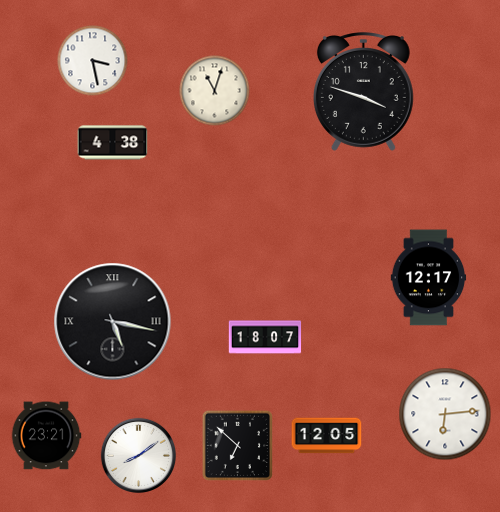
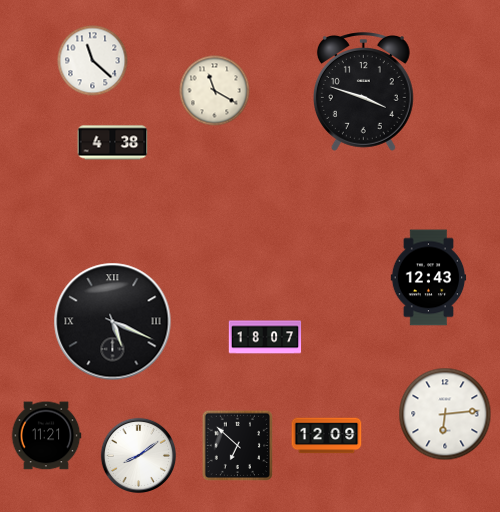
clock at (93, 61): 3:28 -> 11:22
clock at (215, 91): 11:03 -> 11:20
clock at (429, 278): 12:17 -> 12:43
clock at (113, 322): 5:17 -> 5:19
clock at (46, 436): 23:21 -> 11:21
clock at (327, 436): 12:05 -> 12:09
